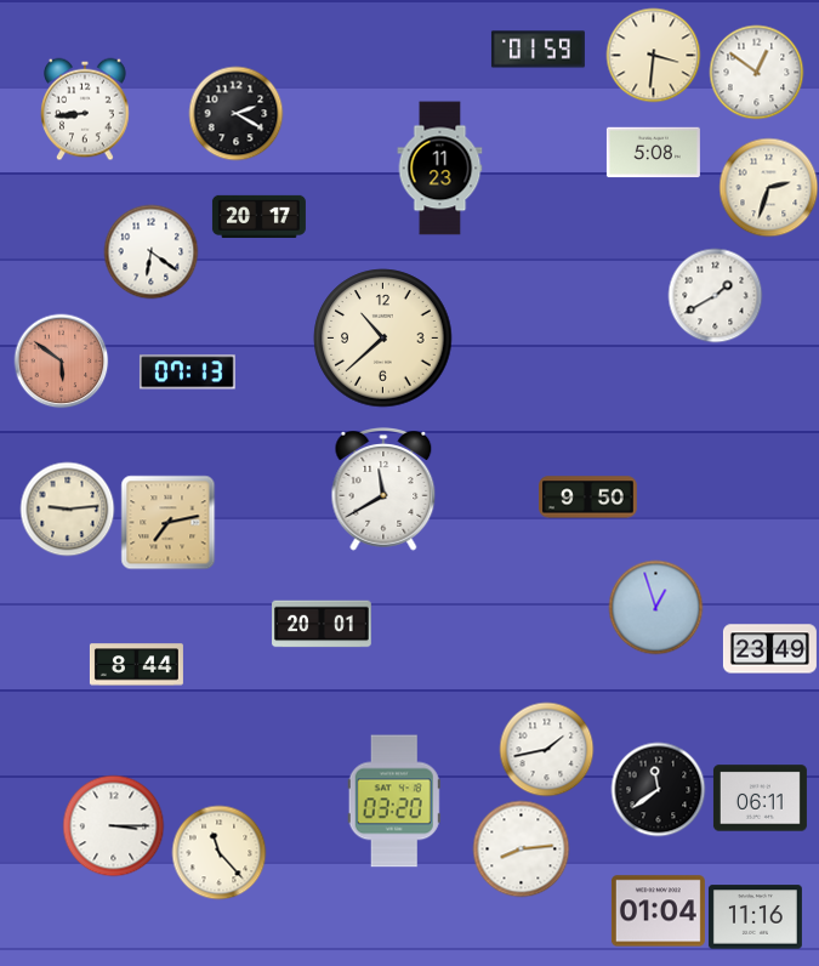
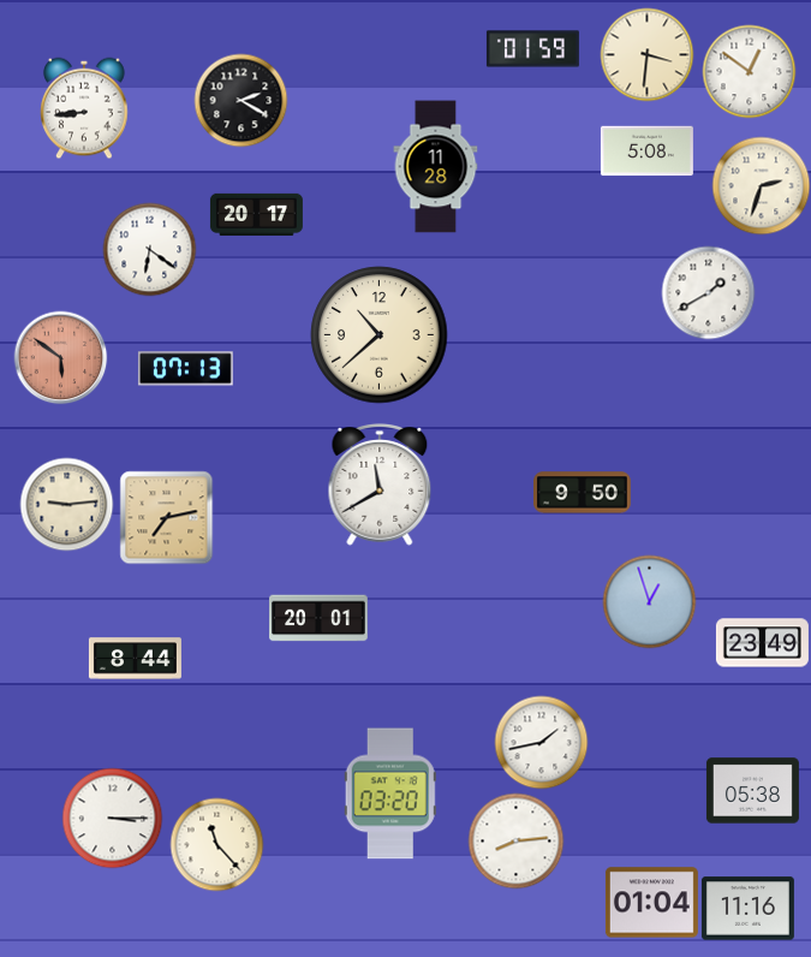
clock at (235, 113) position: (235, 113) -> (240, 100)
clock at (440, 169): 11:23 -> 11:28
clock at (658, 789): 11:39 -> none
clock at (760, 799): 06:11 -> 05:38
